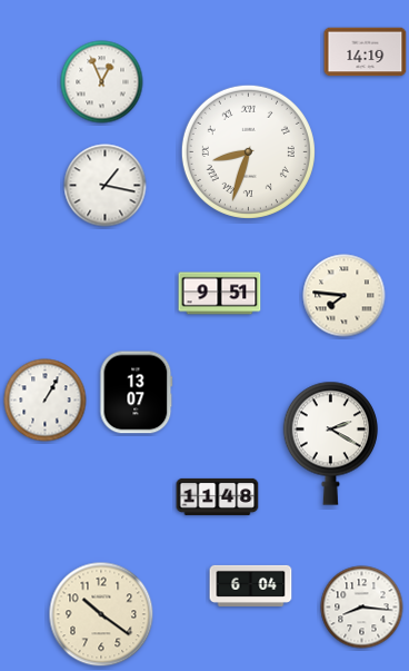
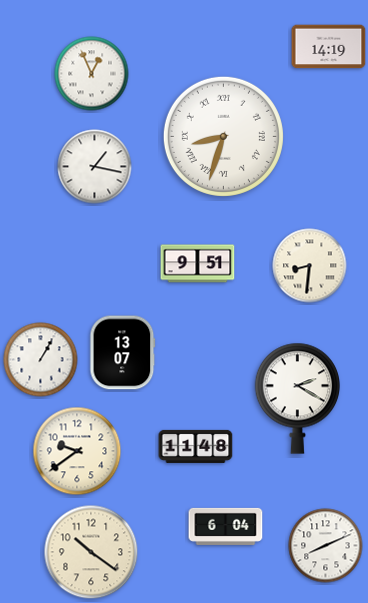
clock at (345, 296): 7:46 -> 8:31
clock at (77, 451): none -> 9:39
clock at (362, 608): 8:16 -> 8:11
